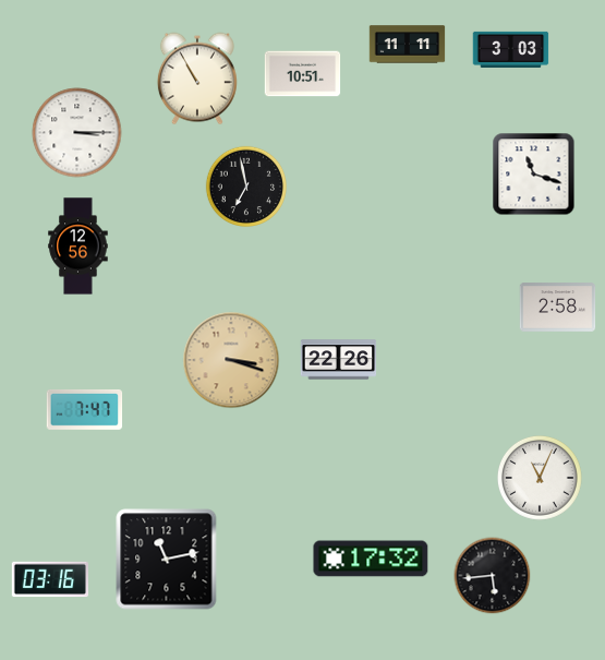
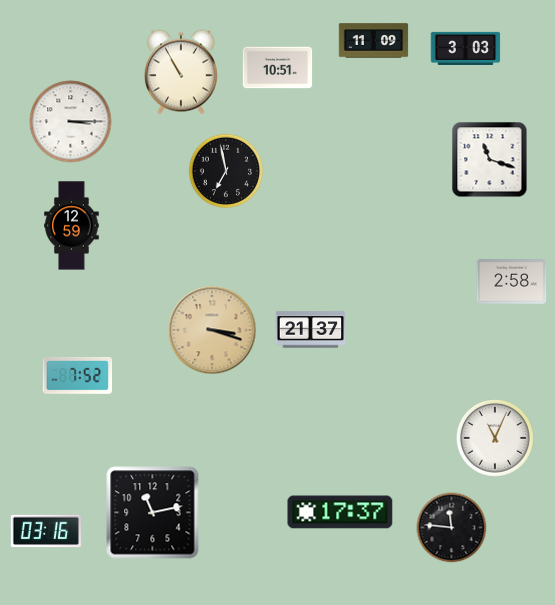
clock at (408, 45): 11:11 -> 11:09
clock at (511, 49) position: (511, 49) -> (466, 48)
clock at (78, 247): 12:56 -> 12:59
clock at (339, 360): 22:26 -> 21:37
clock at (85, 409): 7:47 -> 7:52
clock at (371, 559): 17:32 -> 17:37
clock at (493, 576): 5:44 -> 11:46
